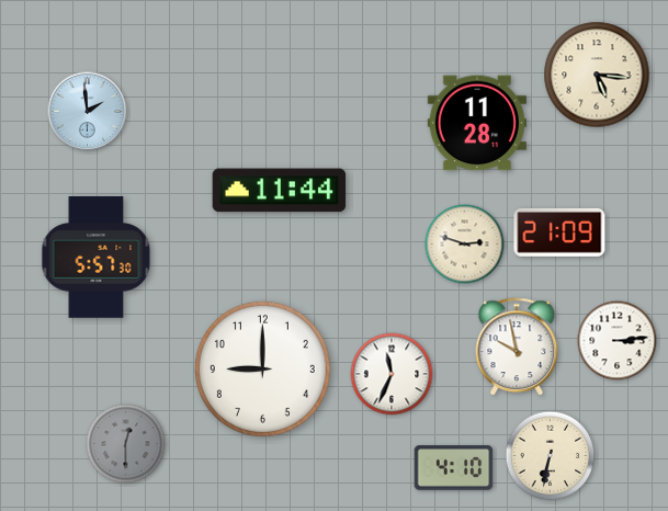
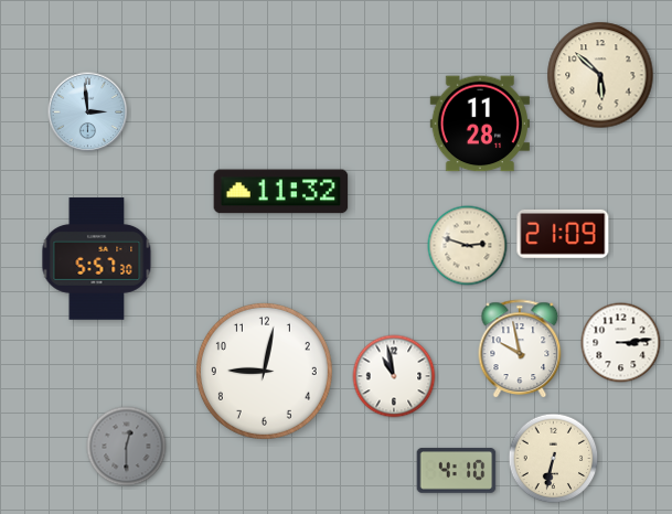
clock at (597, 75): 5:16 -> 5:52
clock at (88, 112): 1:59 -> 2:59
clock at (280, 191): 11:44 -> 11:32
clock at (262, 368): 9:00 -> 9:02
clock at (392, 374): 11:34 -> 10:58
